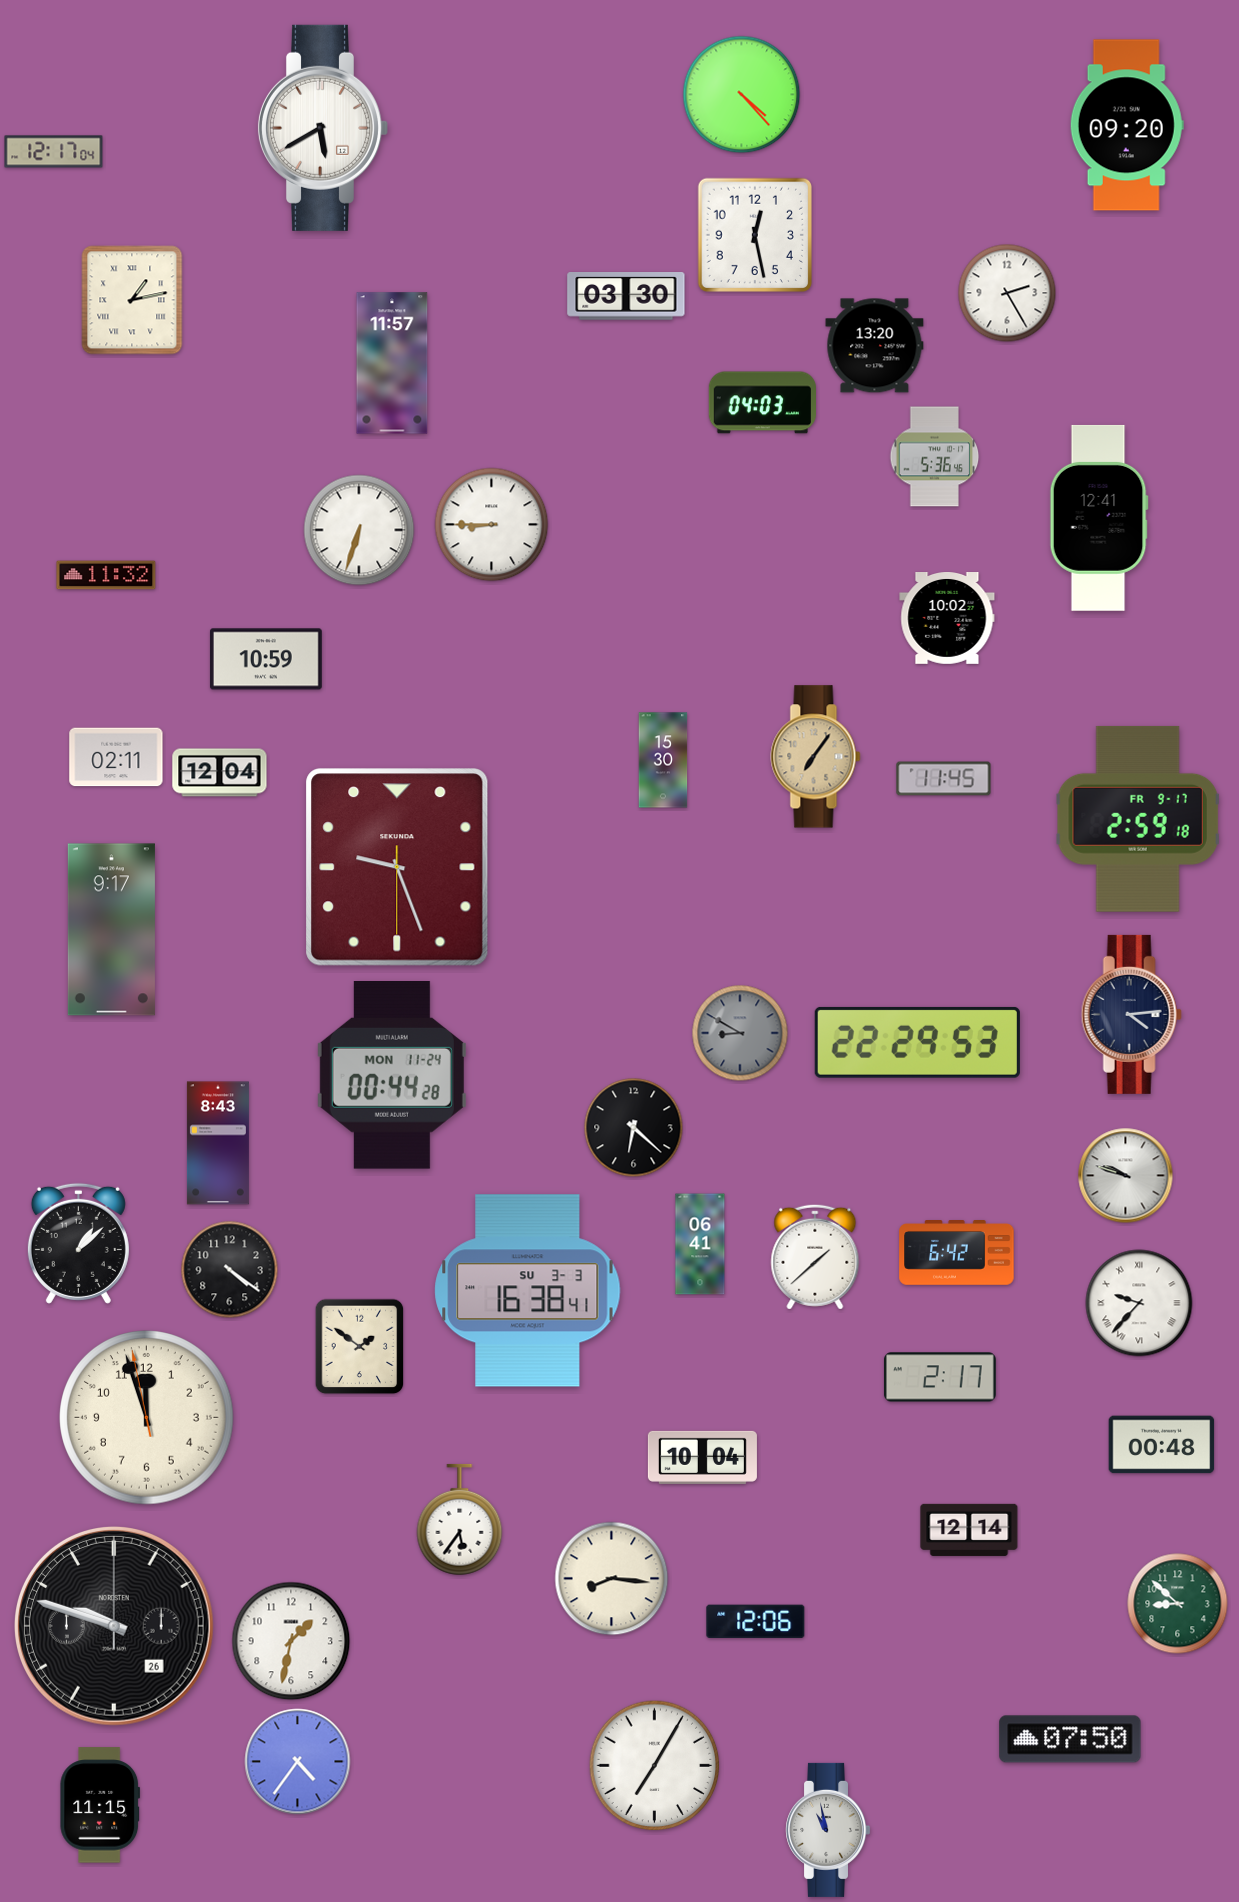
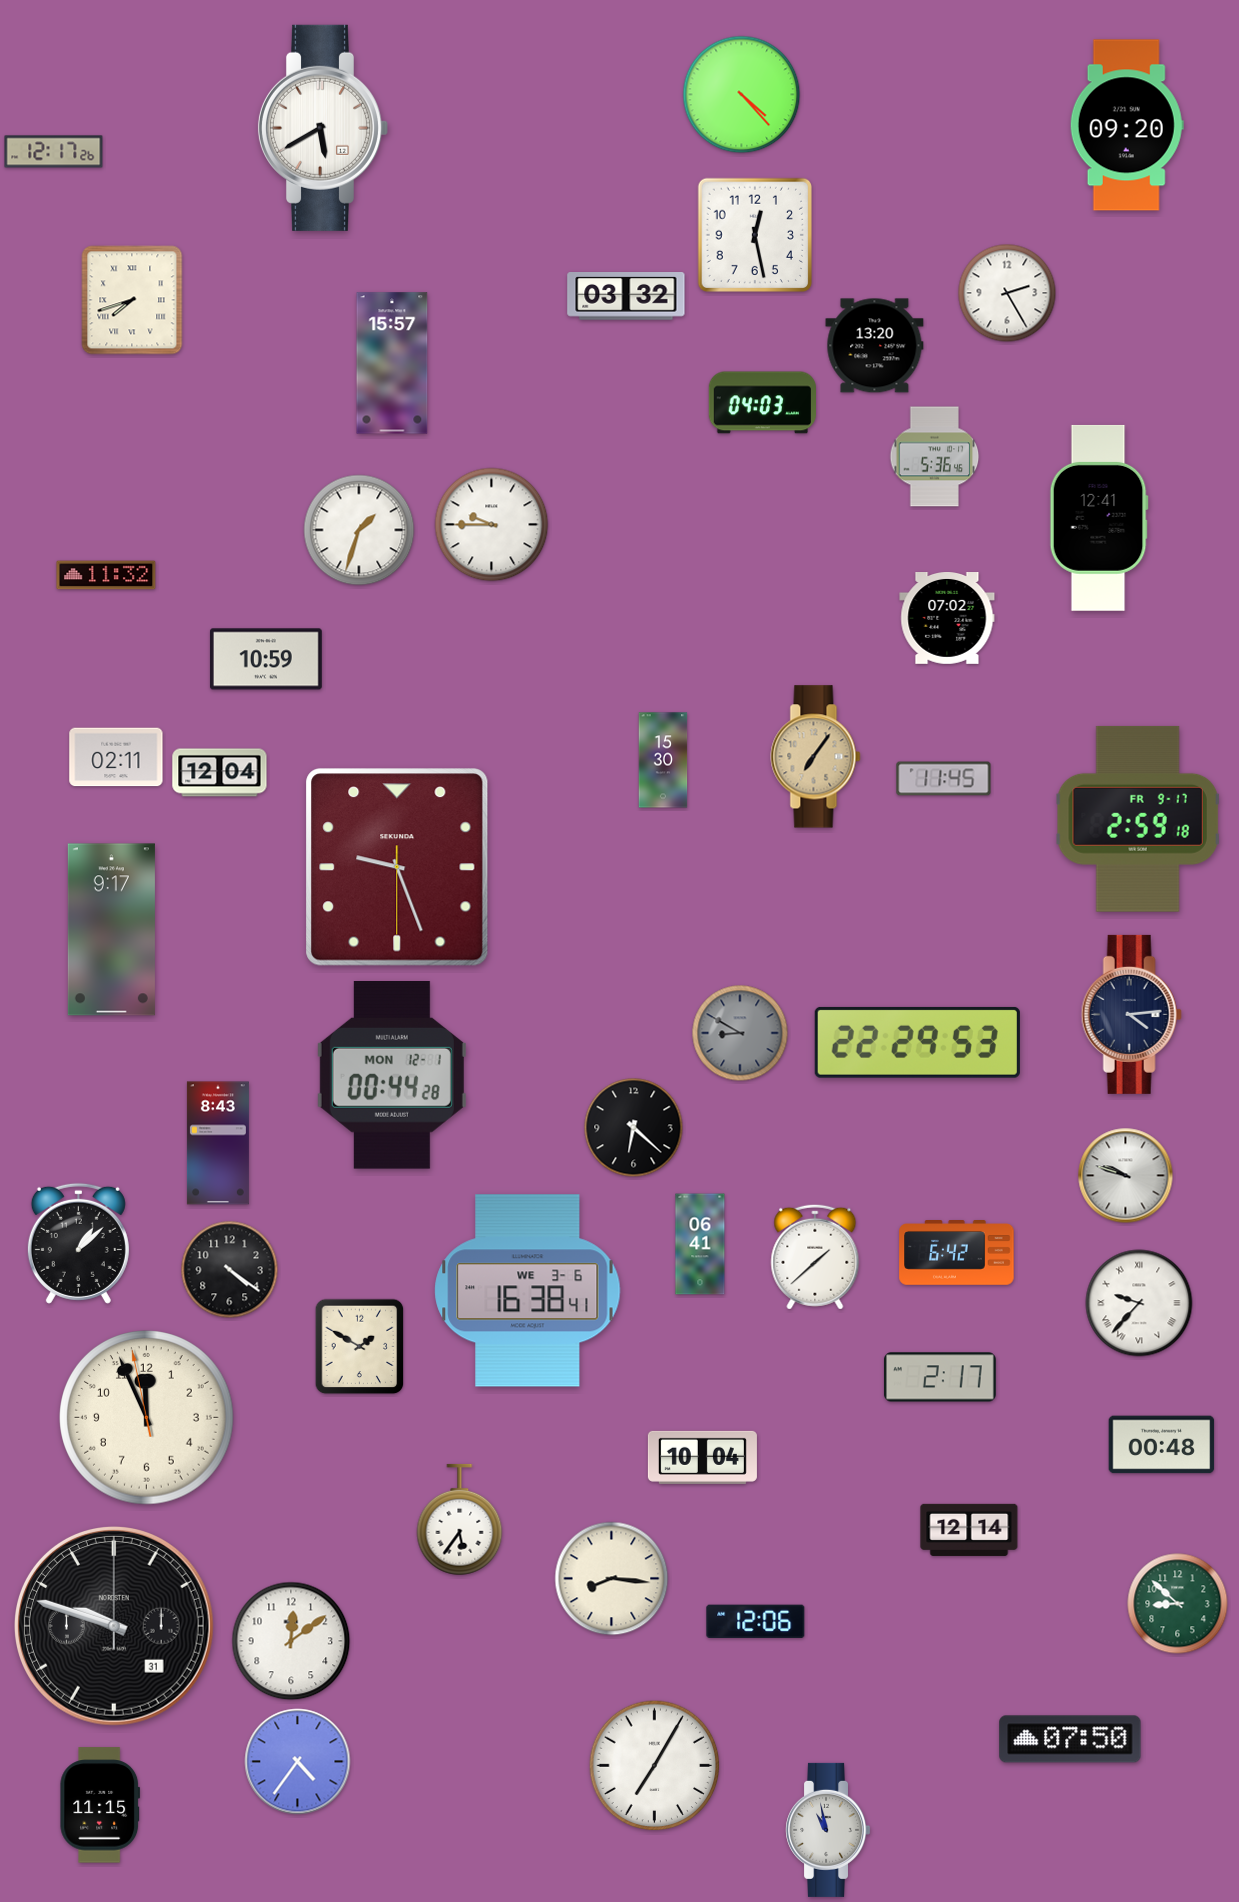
clock at (54, 152): 12:17:04 -> 12:17:26
clock at (626, 296): 03:30 -> 03:32
clock at (132, 300): 1:13 -> 7:42
clock at (392, 363): 11:57 -> 15:57
clock at (492, 525): 8:45 -> 9:45
clock at (359, 530): 6:33 -> 1:33
clock at (947, 619): 10:02 -> 07:02
clock at (392, 1076) date: MON 11-24 -> MON 12-1
clock at (528, 1291) date: SU 3-3 -> WE 3-6
clock at (360, 1347): 1:51 -> 1:50
clock at (147, 1418): 11:56 -> 11:55
clock at (115, 1627) date: 26 -> 31
clock at (291, 1641): 1:32 -> 12:09
